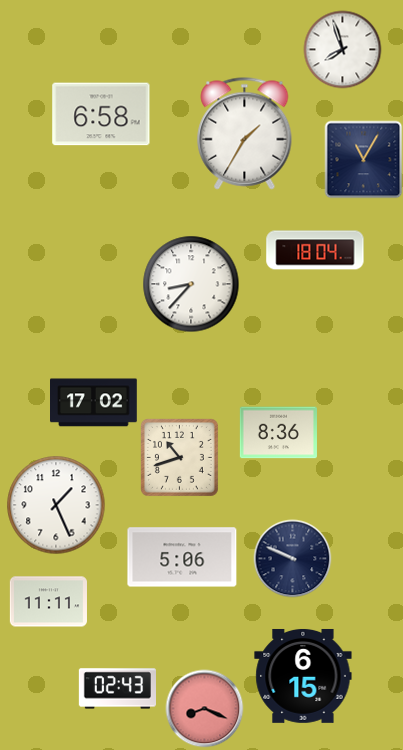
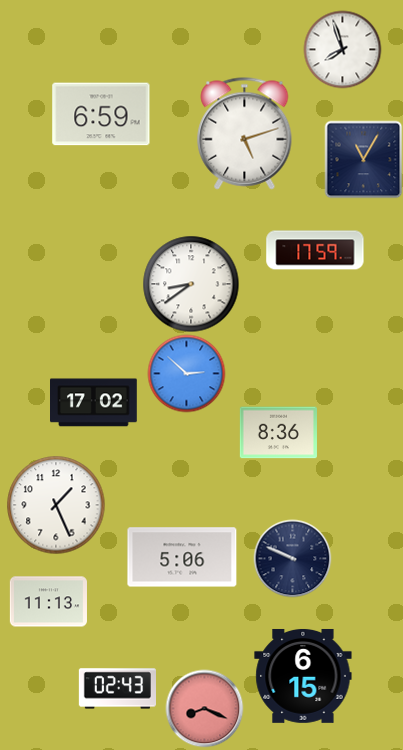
clock at (101, 114): 6:58 -> 6:59
clock at (245, 134): 1:35 -> 5:12
clock at (315, 250): 18:04 -> 17:59
clock at (191, 284): 8:37 -> 8:39
clock at (186, 373): none -> 2:52
clock at (179, 457): 10:42 -> none
clock at (48, 602): 11:11 -> 11:13
